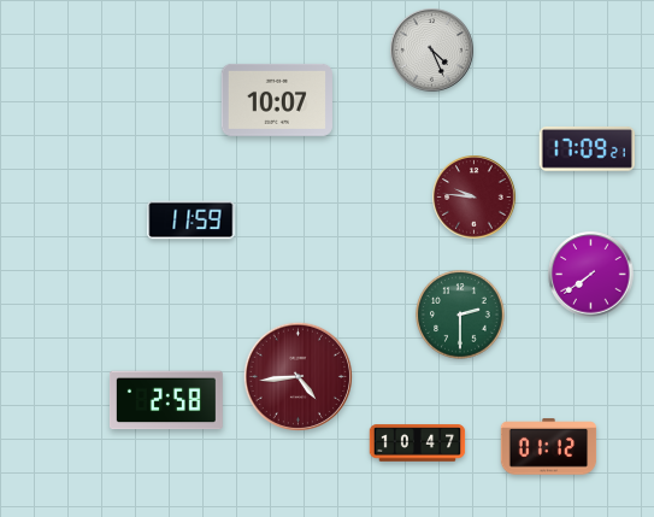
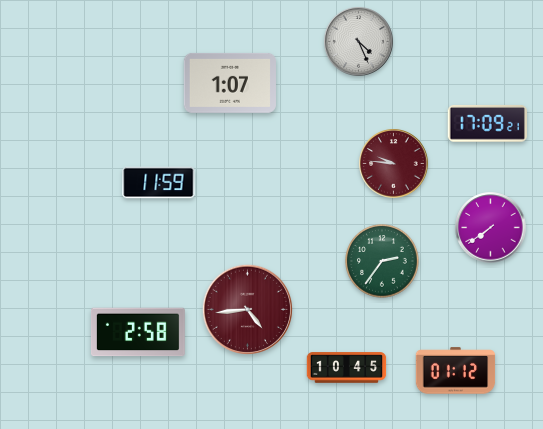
clock at (277, 100): 10:07 -> 1:07
clock at (460, 315): 2:30 -> 2:36
clock at (297, 376) position: (297, 376) -> (247, 309)
clock at (418, 443): 10:47 -> 10:45
